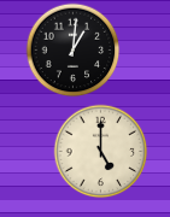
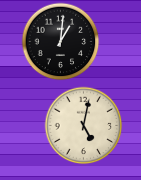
clock at (100, 151): 5:00 -> 5:02
